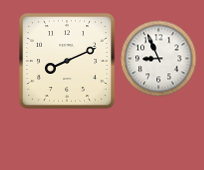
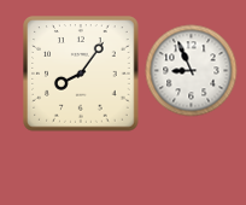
clock at (67, 61): 8:11 -> 8:06
